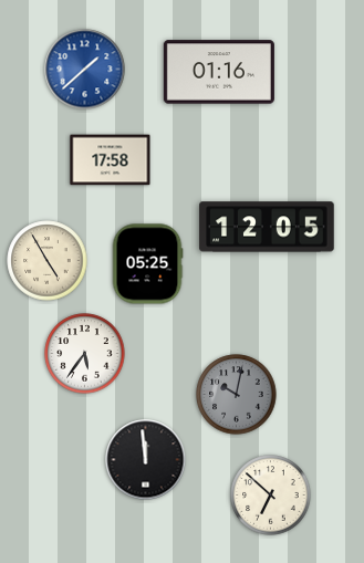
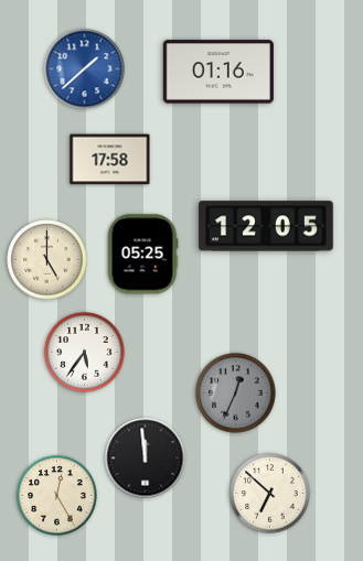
clock at (48, 261): 4:55 -> 5:00
clock at (147, 264) position: (147, 264) -> (142, 255)
clock at (237, 395): 10:02 -> 12:34
clock at (57, 496): none -> 12:25
